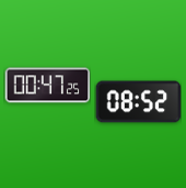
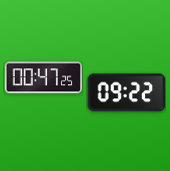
clock at (138, 102): 08:52 -> 09:22
